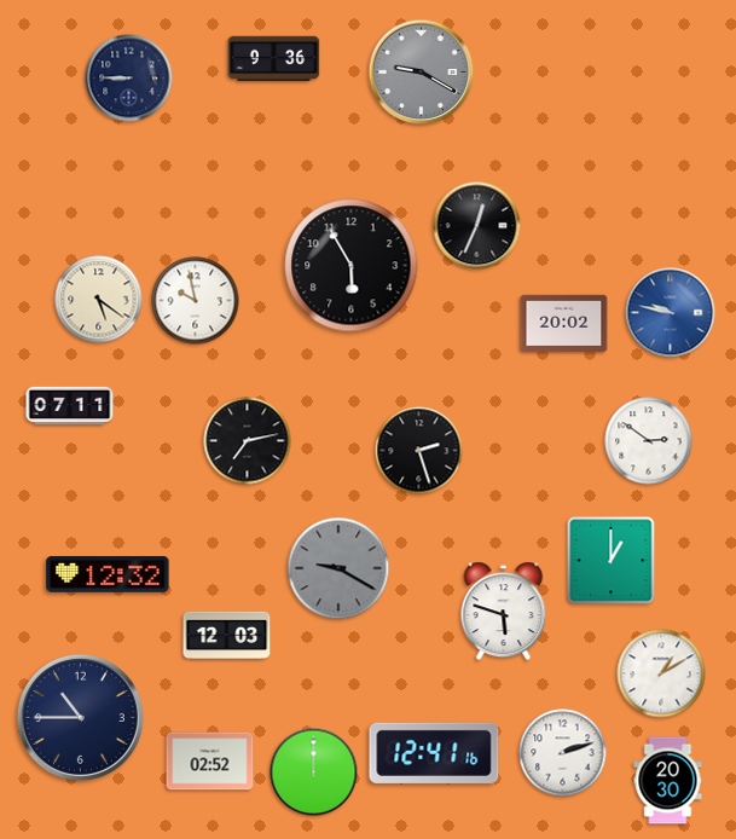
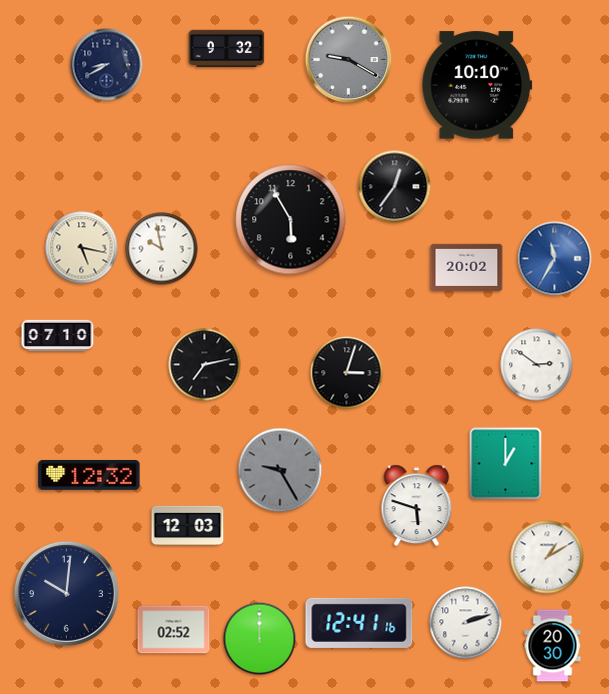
clock at (274, 59): 9:36 -> 9:32
clock at (129, 79): 8:45 -> 8:40
clock at (477, 85): none -> 10:10
clock at (477, 226): 12:34 -> 12:36
clock at (99, 300): 5:21 -> 5:17
clock at (671, 313): 9:47 -> 11:35
clock at (70, 406): 07:11 -> 07:10
clock at (419, 451): 2:27 -> 3:03
clock at (338, 568): 9:20 -> 9:25
clock at (80, 717): 10:45 -> 10:01
